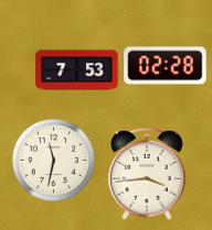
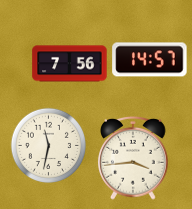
clock at (166, 66): 02:28 -> 14:57
clock at (77, 70): 7:53 -> 7:56
